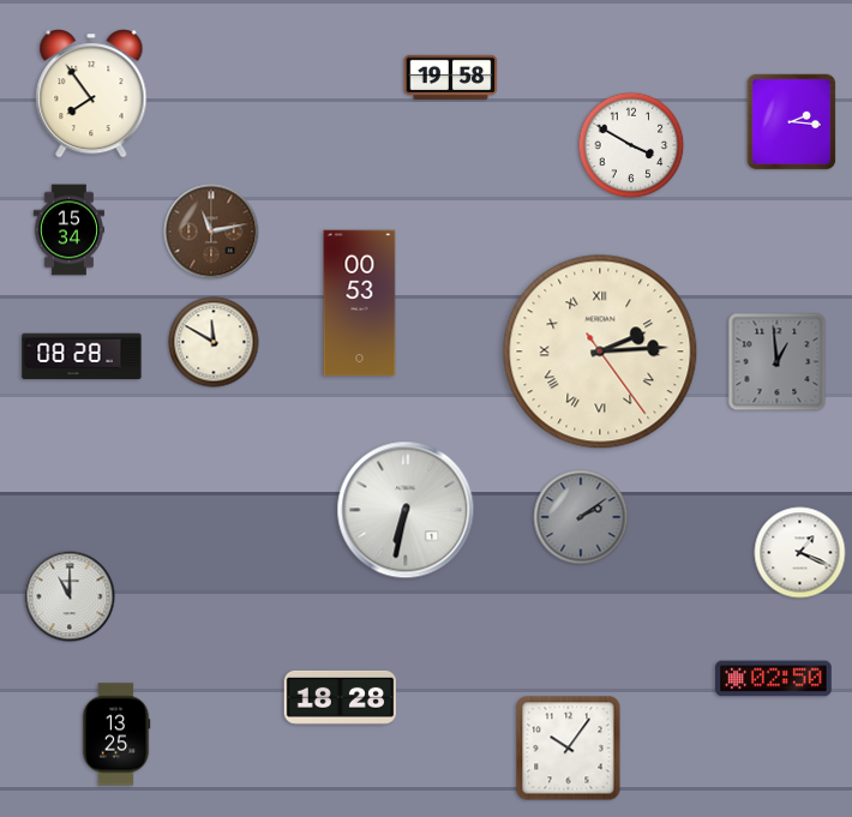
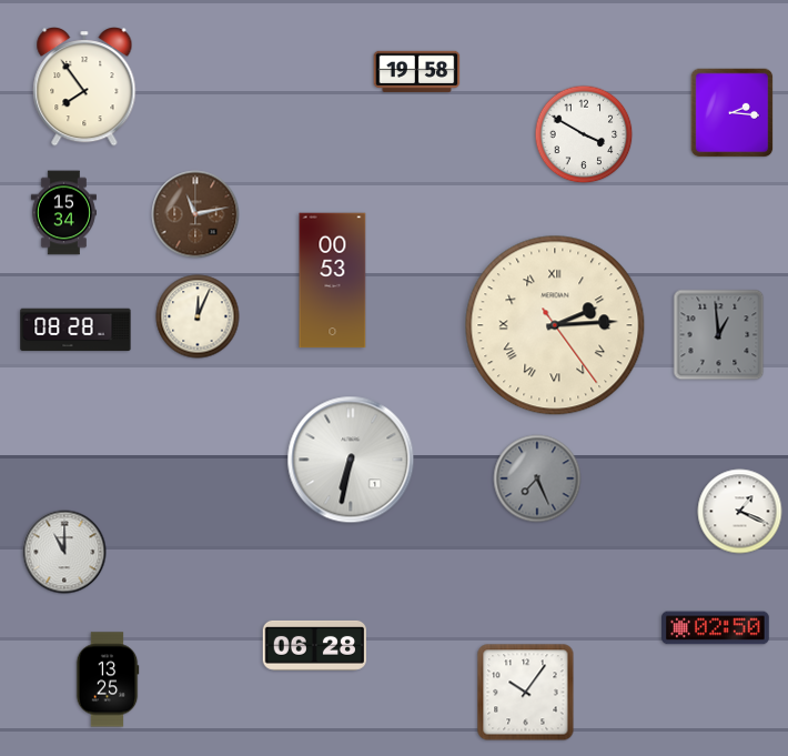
clock at (214, 342): 11:50 -> 12:04
clock at (406, 510) position: (406, 510) -> (351, 460)
clock at (581, 517): 2:09 -> 7:26
clock at (340, 697): 18:28 -> 06:28
